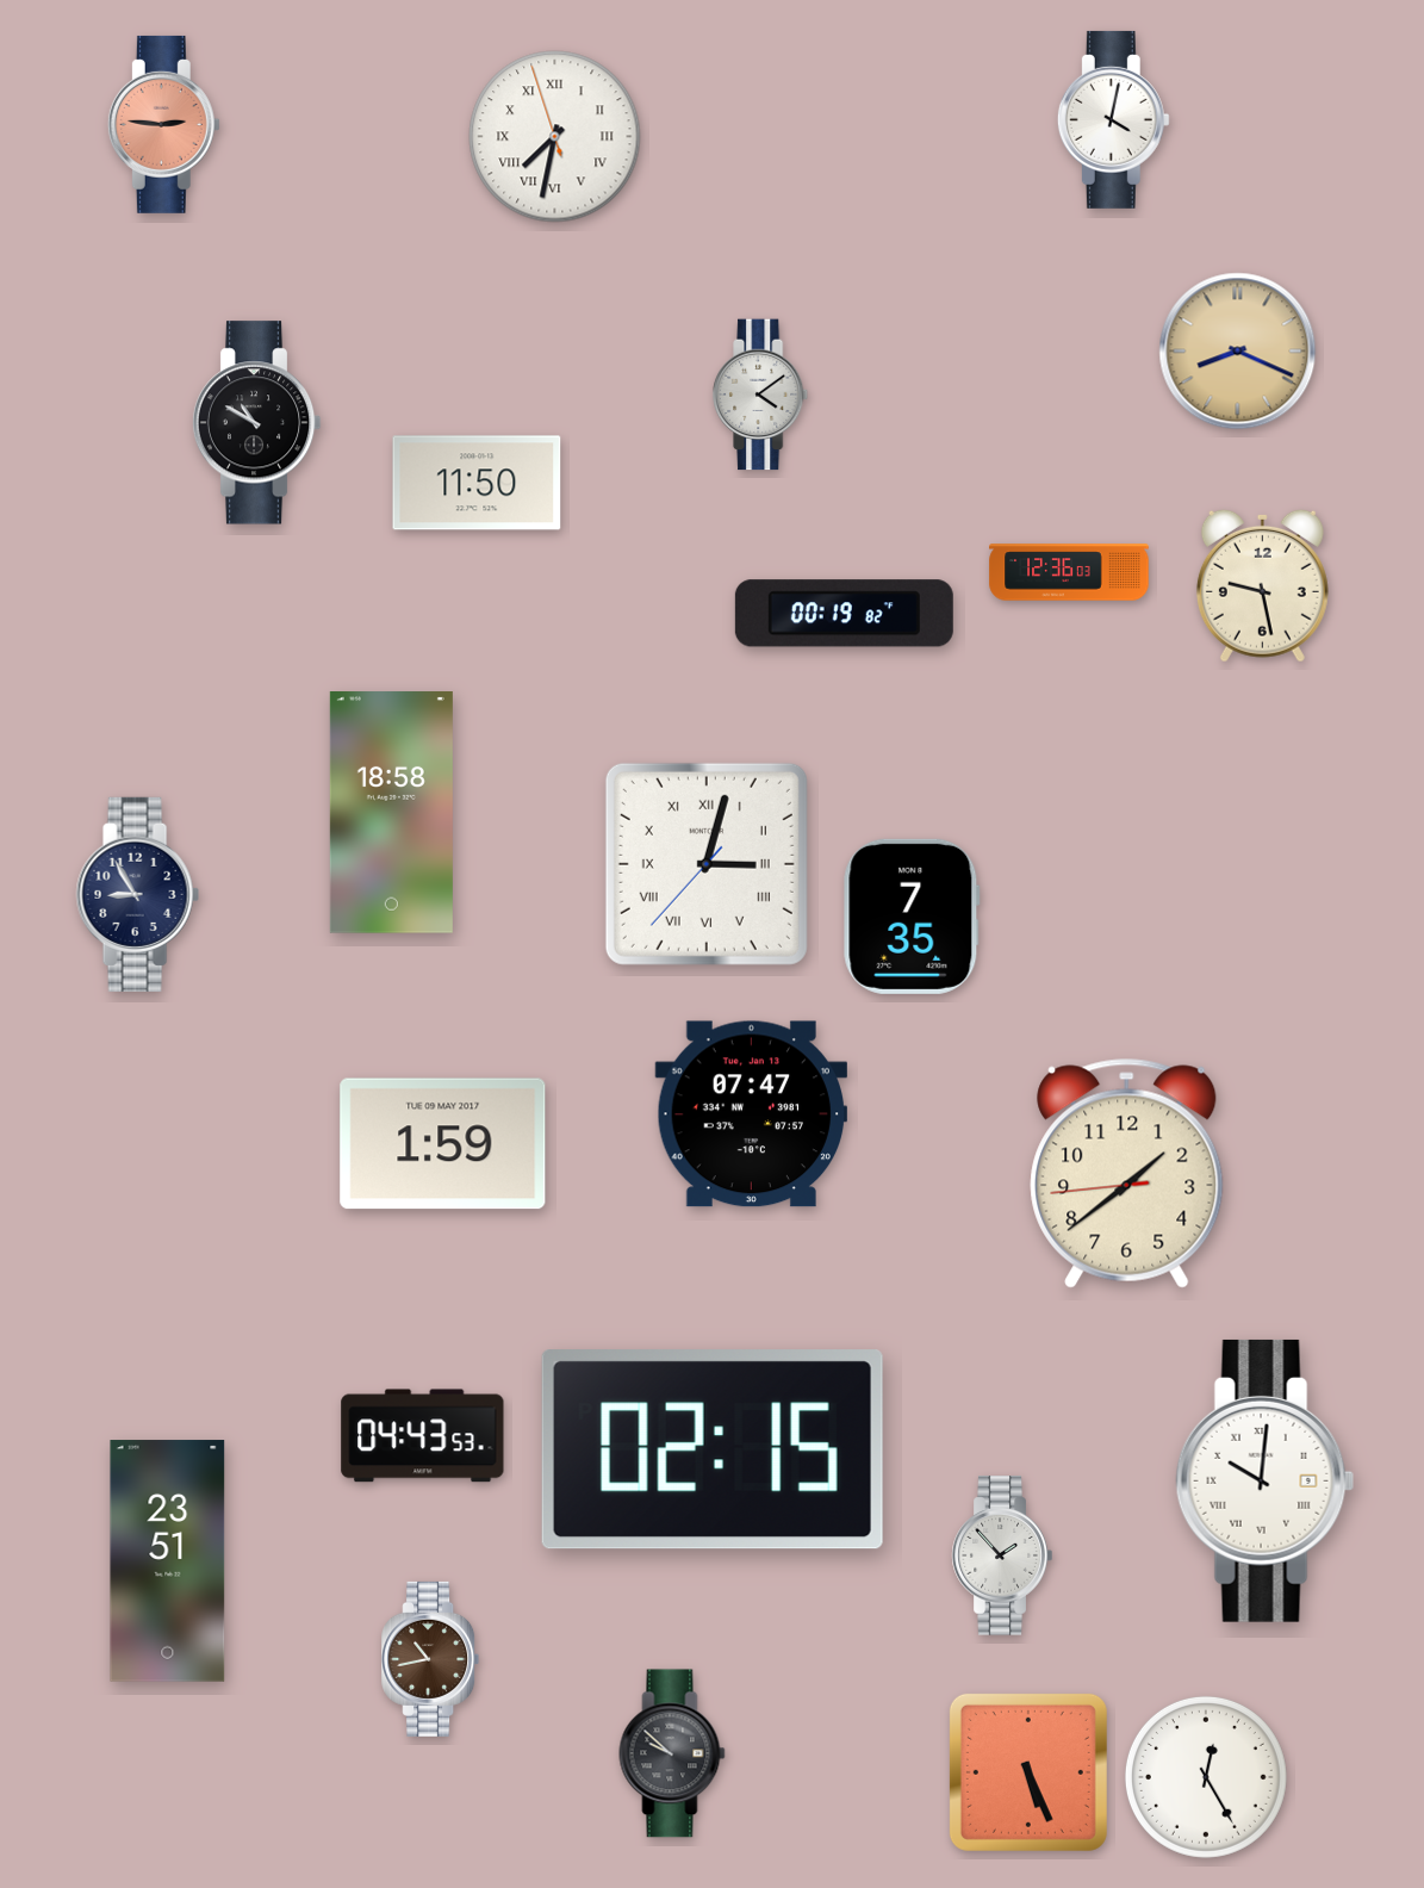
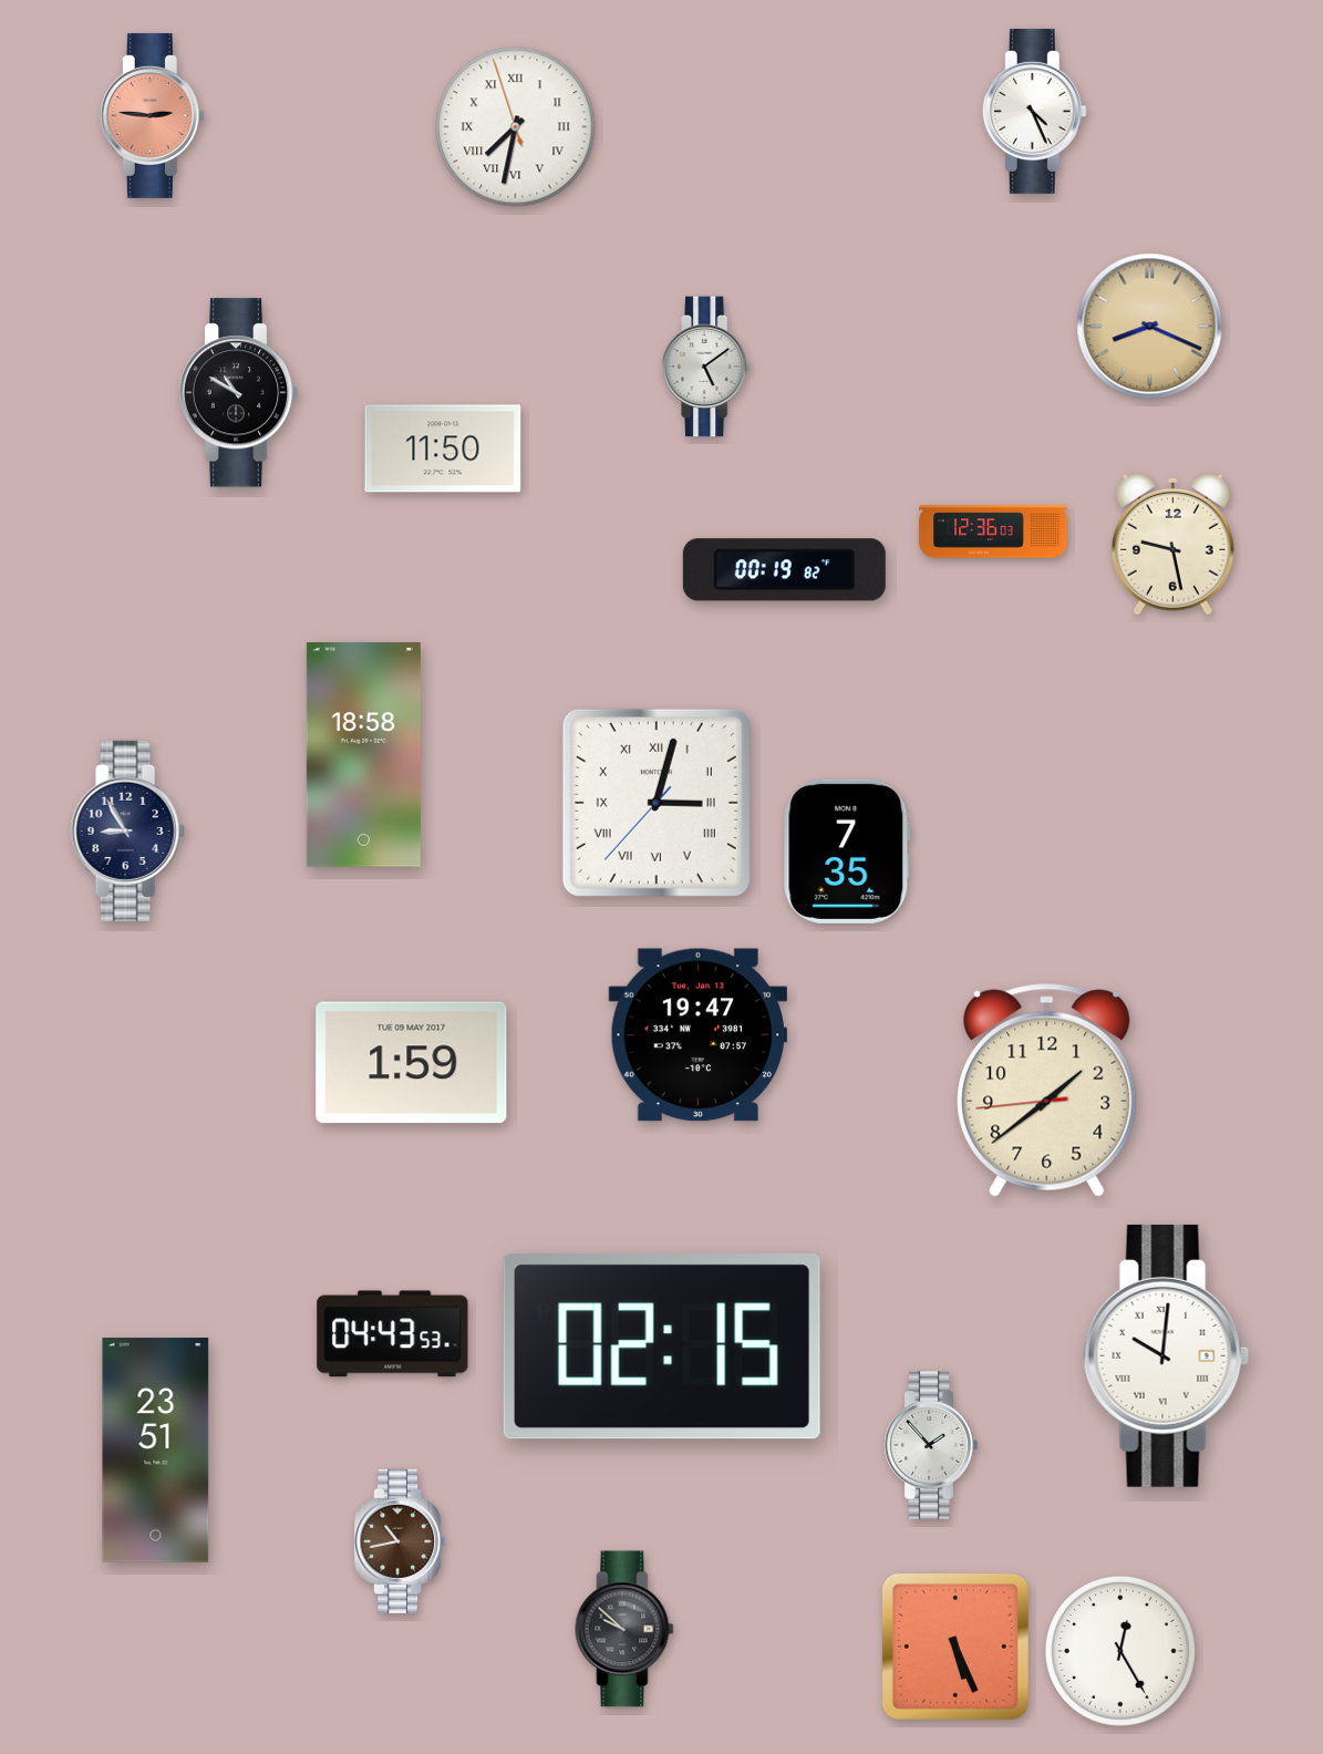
clock at (1113, 119): 4:02 -> 4:26
clock at (761, 395): 4:09 -> 5:09
clock at (751, 1114): 07:47 -> 19:47
clock at (1266, 1480) position: (1266, 1480) -> (1167, 1355)
